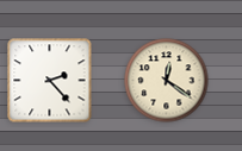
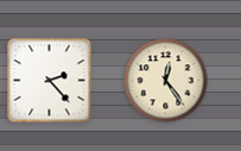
clock at (167, 81): 12:21 -> 12:24
